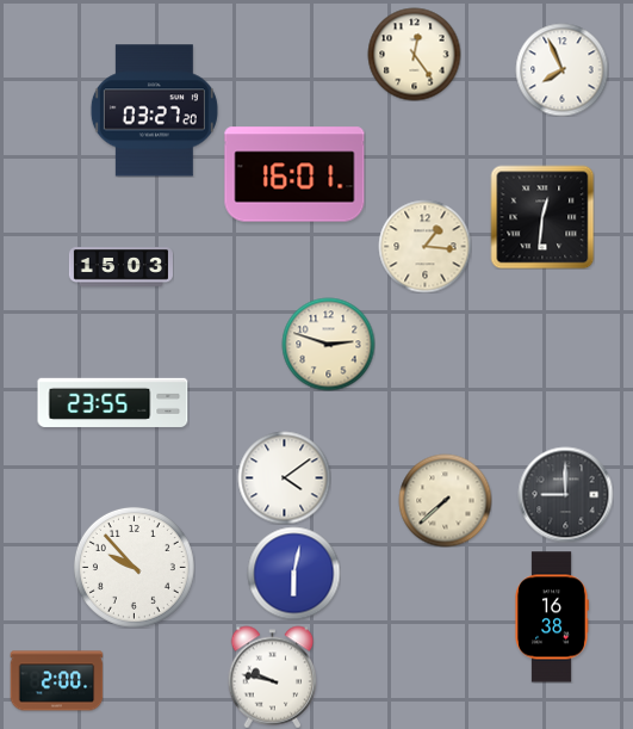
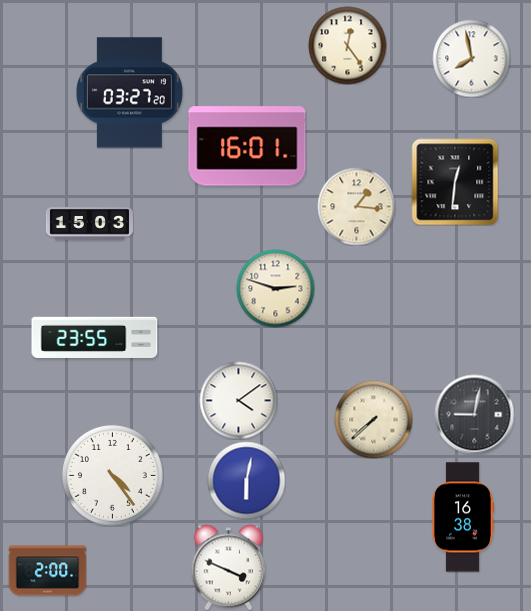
clock at (561, 69): 7:56 -> 7:58
clock at (120, 267) position: (120, 267) -> (89, 224)
clock at (565, 494): 9:00 -> 9:02
clock at (134, 567): 9:53 -> 4:24
clock at (273, 677): 9:47 -> 3:49
